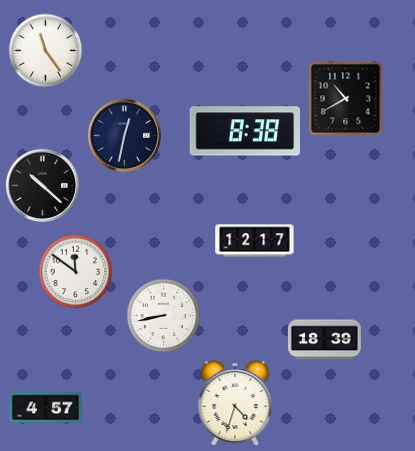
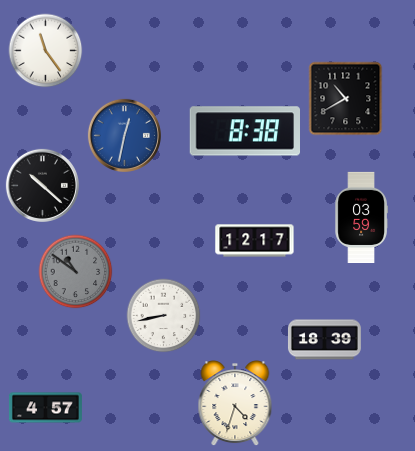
clock at (124, 135) dial: navy -> blue
clock at (361, 217): none -> 03:59
clock at (76, 272): 11:51 -> 10:51
clock at (76, 272) dial: white -> grey
